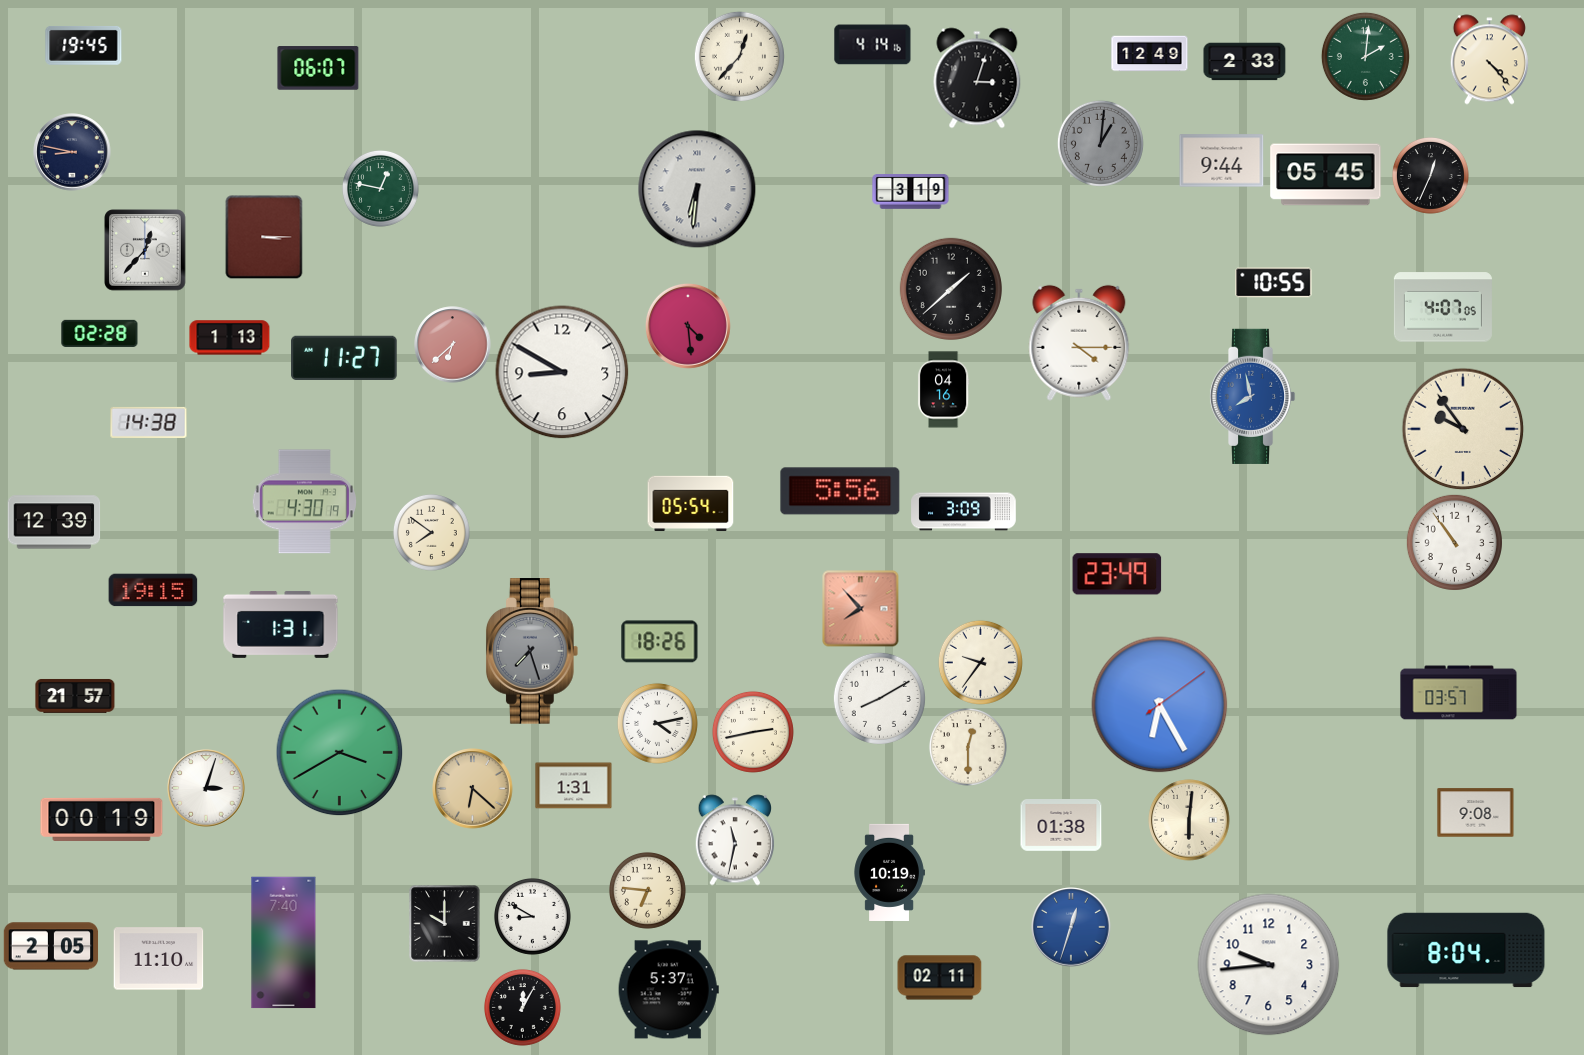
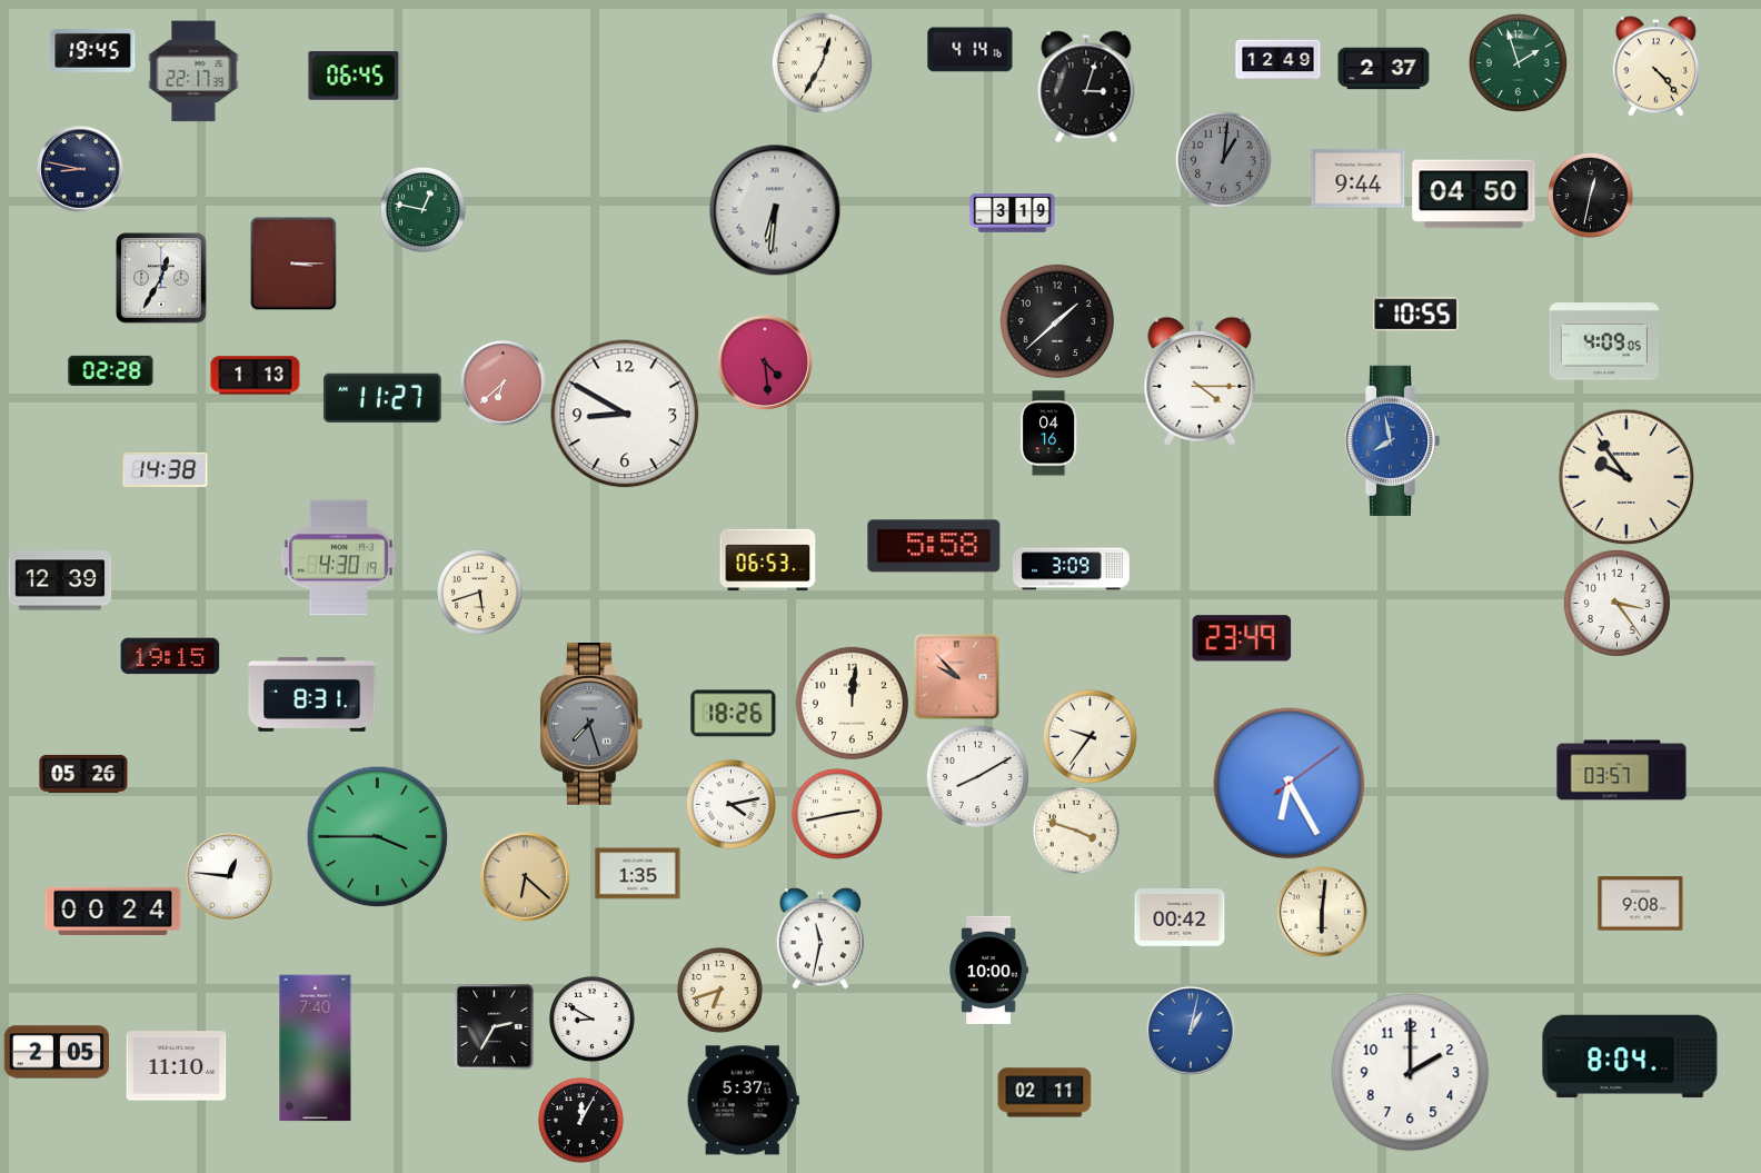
clock at (739, 56): 12:37 -> 12:35
clock at (1365, 56): 2:01 -> 1:57
clock at (1245, 62): 2:33 -> 2:37
clock at (193, 71): none -> 22:17
clock at (318, 68): 06:07 -> 06:45
clock at (1326, 175): 05:45 -> 04:50
clock at (1430, 175): 12:34 -> 12:32
clock at (145, 250): 12:37 -> 12:35
clock at (1443, 307): 4:07 -> 4:09
clock at (840, 491): 5:56 -> 5:58
clock at (691, 504): 05:54 -> 06:53
clock at (431, 532): 7:51 -> 5:42
clock at (1454, 542): 10:54 -> 3:24
clock at (861, 609): 7:53 -> 9:53
clock at (281, 624): 1:31 -> 8:31
clock at (852, 703): none -> 12:01
clock at (75, 696): 21:57 -> 05:26
clock at (968, 747): 12:30 -> 3:48
clock at (340, 753): 3:40 -> 3:45
clock at (574, 786): 1:31 -> 1:35
clock at (206, 788): 3:03 -> 12:46
clock at (102, 819): 00:19 -> 00:24
clock at (1061, 826): 01:38 -> 00:42
clock at (735, 840) position: (735, 840) -> (820, 938)
clock at (889, 872): 10:19 -> 10:00
clock at (647, 890): 6:46 -> 6:42
clock at (445, 924): 10:00 -> 2:35
clock at (1071, 927): 12:33 -> 1:02
clock at (1269, 965): 9:44 -> 2:00
clock at (940, 978) position: (940, 978) -> (1045, 1093)
